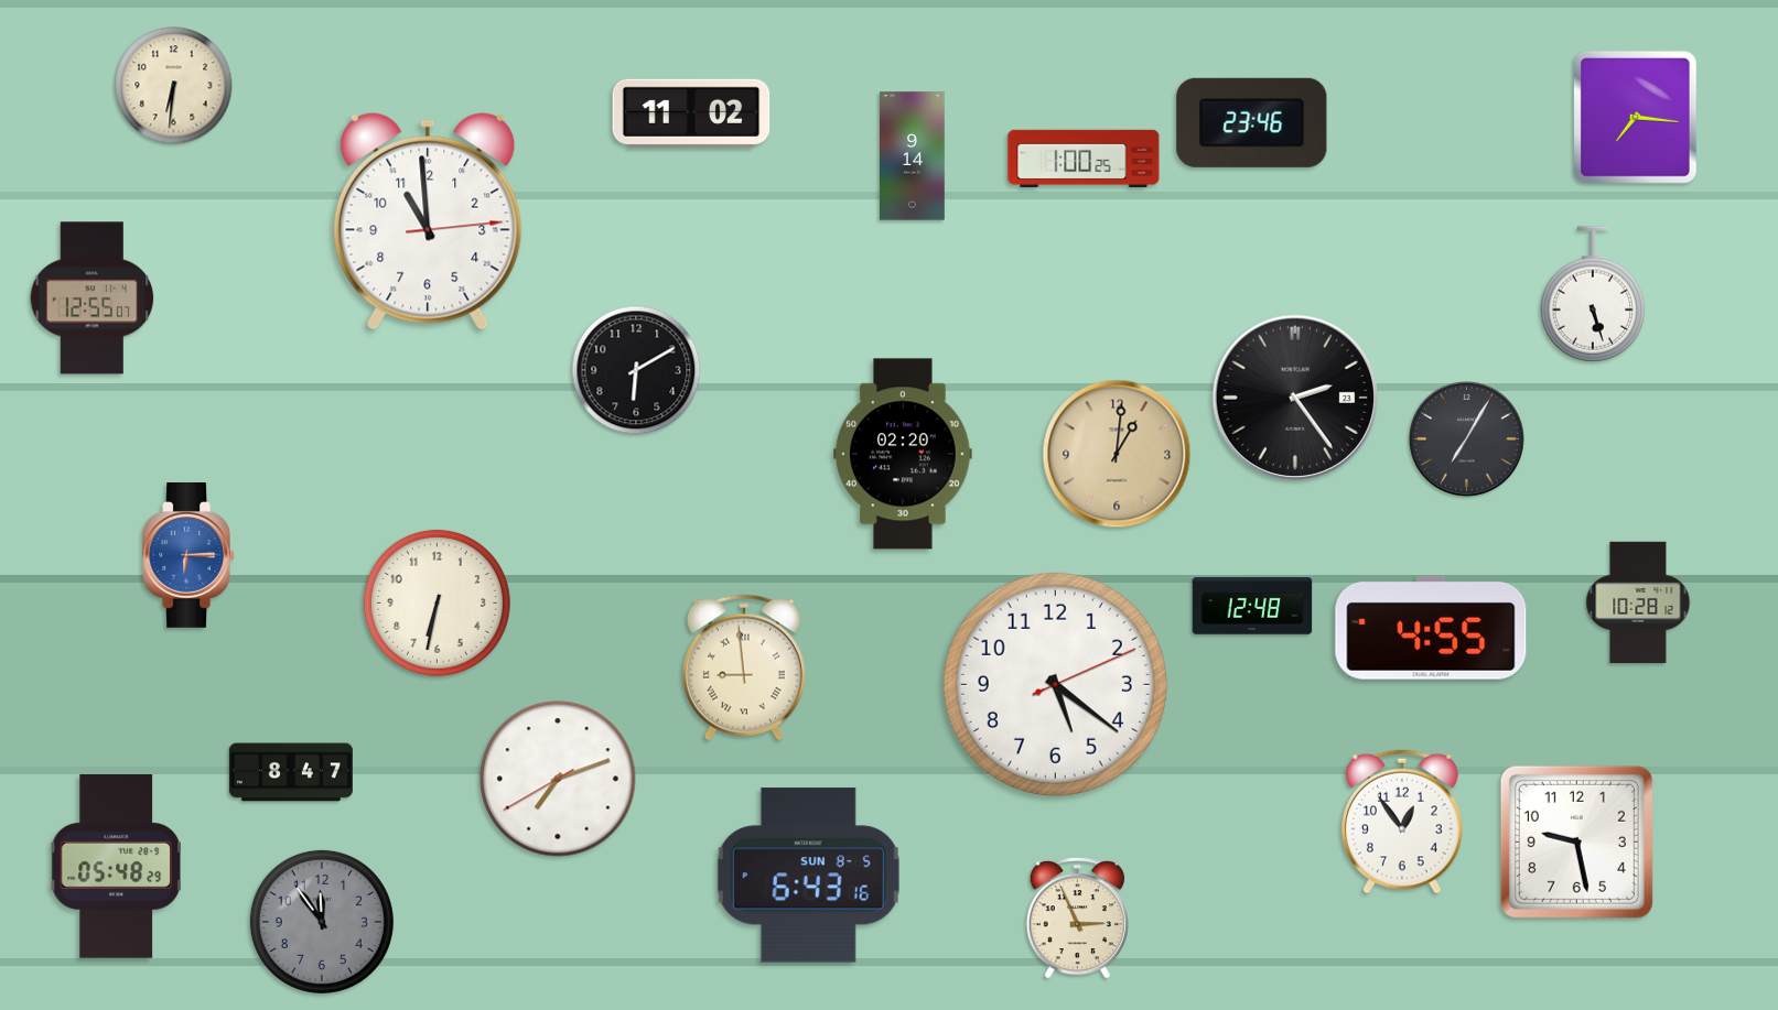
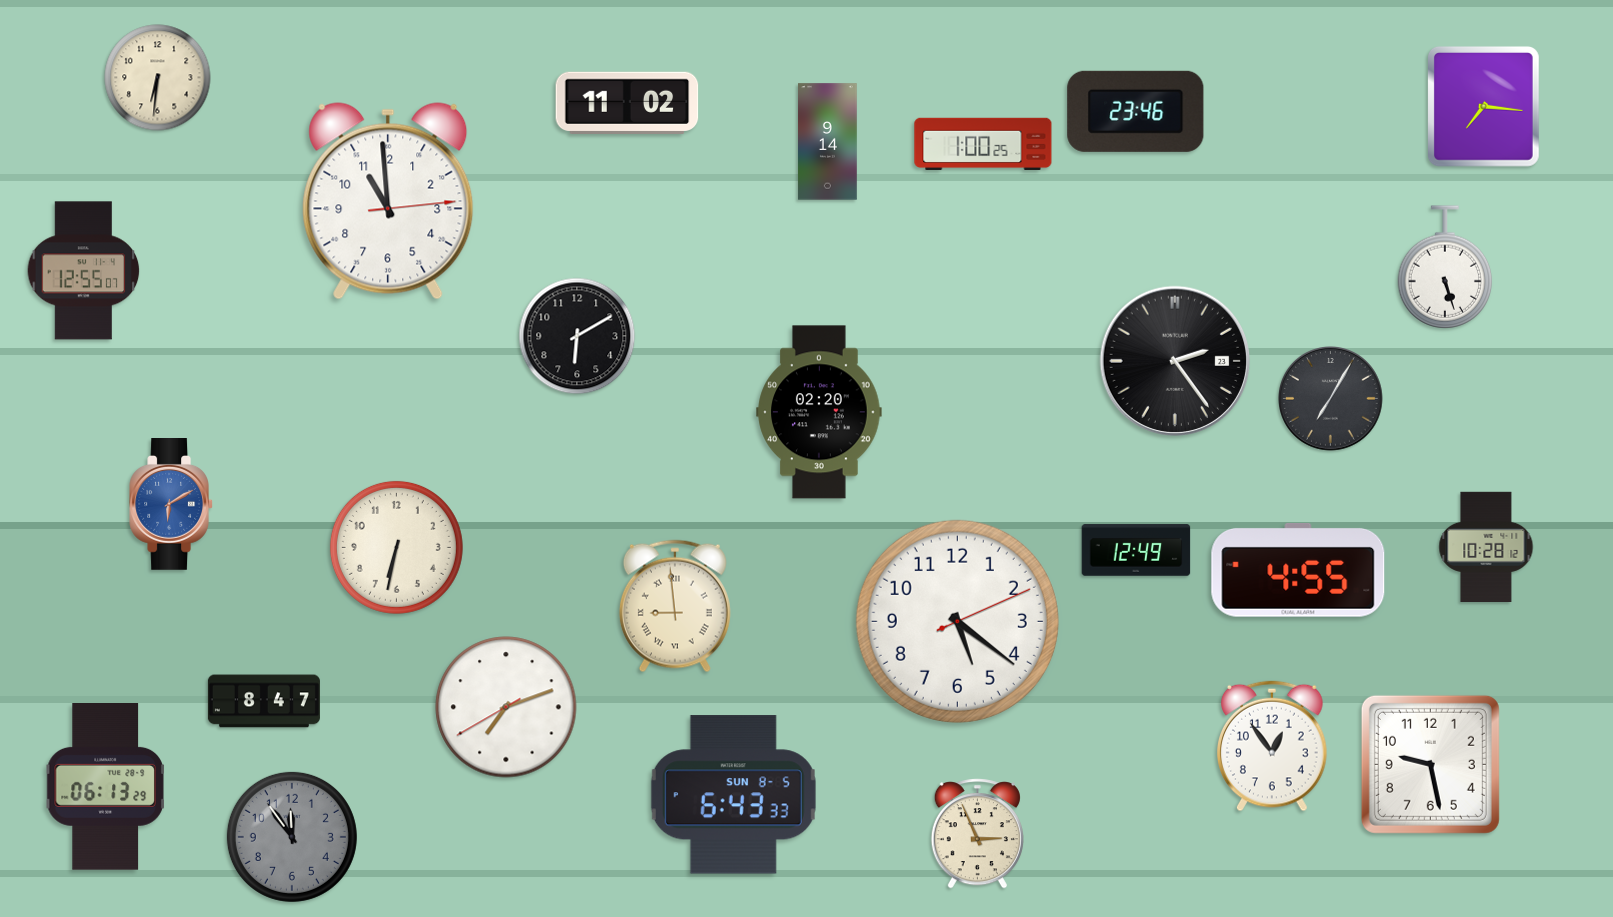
clock at (1117, 454): 1:01 -> none
clock at (188, 556): 6:15 -> 6:10
clock at (1252, 606): 12:48 -> 12:49
clock at (117, 867): 05:48 -> 06:13
clock at (808, 876): 6:43:16 -> 6:43:33
